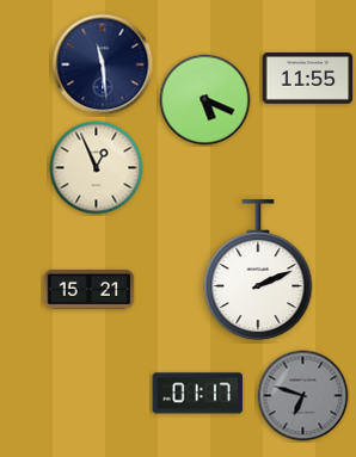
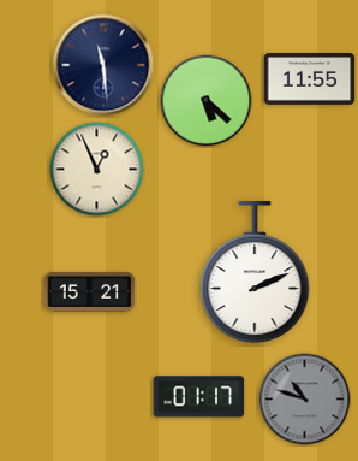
clock at (205, 100): 5:19 -> 5:22
clock at (258, 270) position: (258, 270) -> (255, 272)
clock at (303, 396): 6:48 -> 10:48
